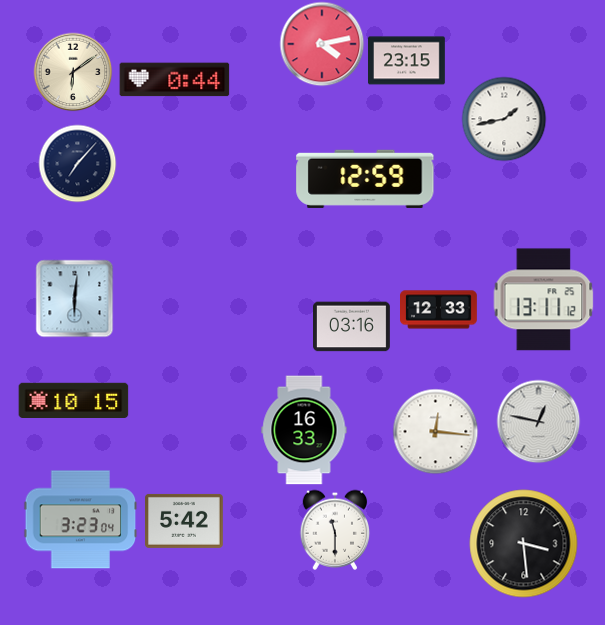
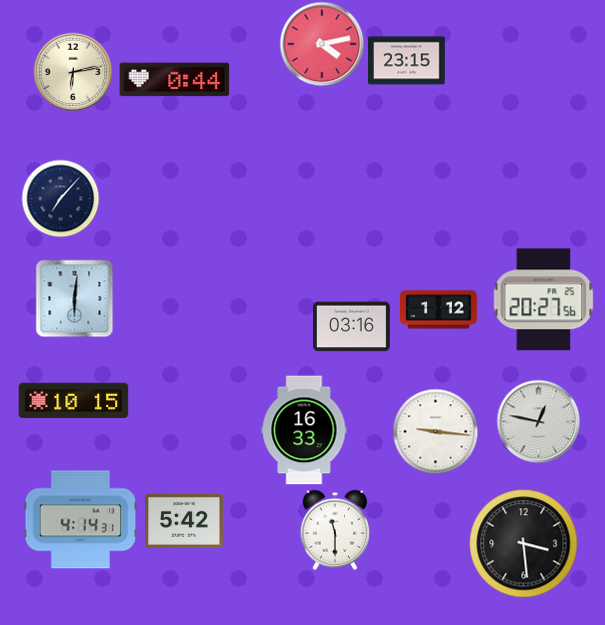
clock at (73, 72): 6:09 -> 6:13
clock at (504, 119): 1:43 -> none
clock at (77, 163) position: (77, 163) -> (60, 198)
clock at (365, 179): 12:59 -> none
clock at (544, 300): 13:11 -> 20:27
clock at (439, 310): 12:33 -> 1:12
clock at (435, 431): 12:16 -> 9:16
clock at (81, 520): 3:23 -> 4:14
